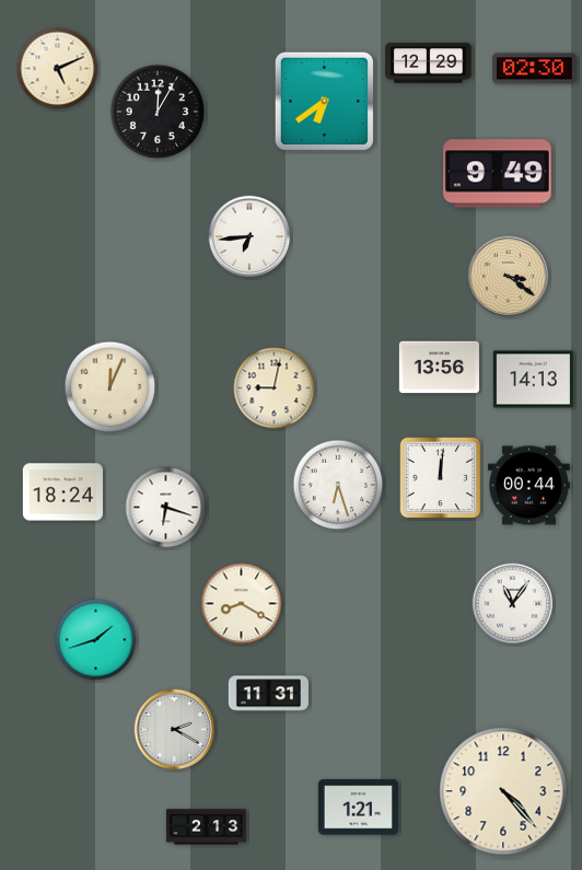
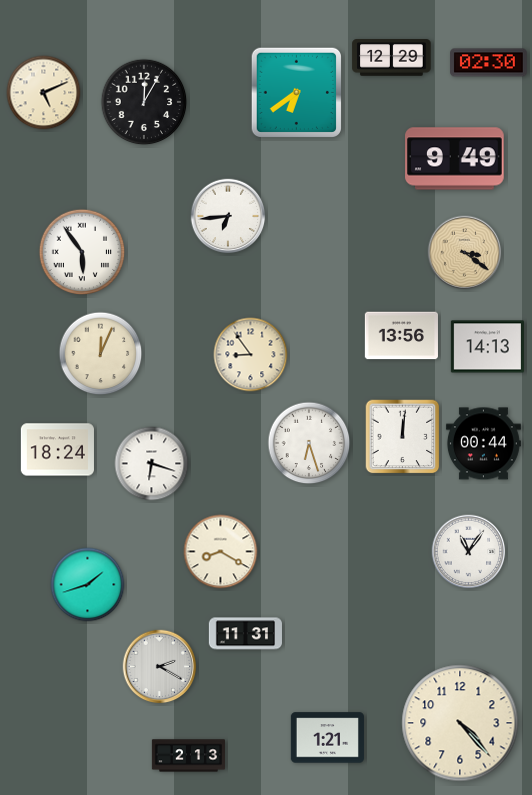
clock at (58, 69) position: (58, 69) -> (44, 93)
clock at (82, 252): none -> 5:54
clock at (275, 388): 9:02 -> 8:54
